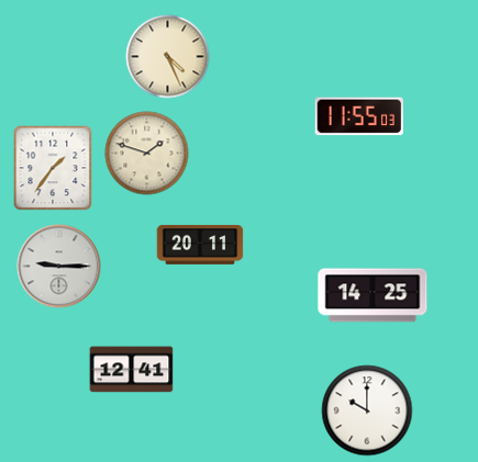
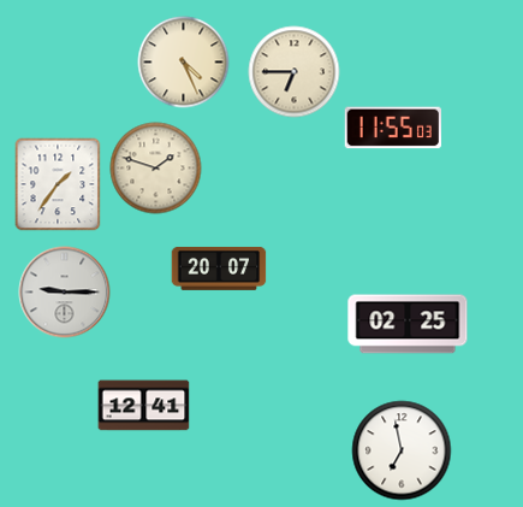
clock at (295, 72): none -> 6:45
clock at (147, 154) position: (147, 154) -> (156, 169)
clock at (200, 245): 20:11 -> 20:07
clock at (373, 295): 14:25 -> 02:25
clock at (367, 410): 10:00 -> 6:58
